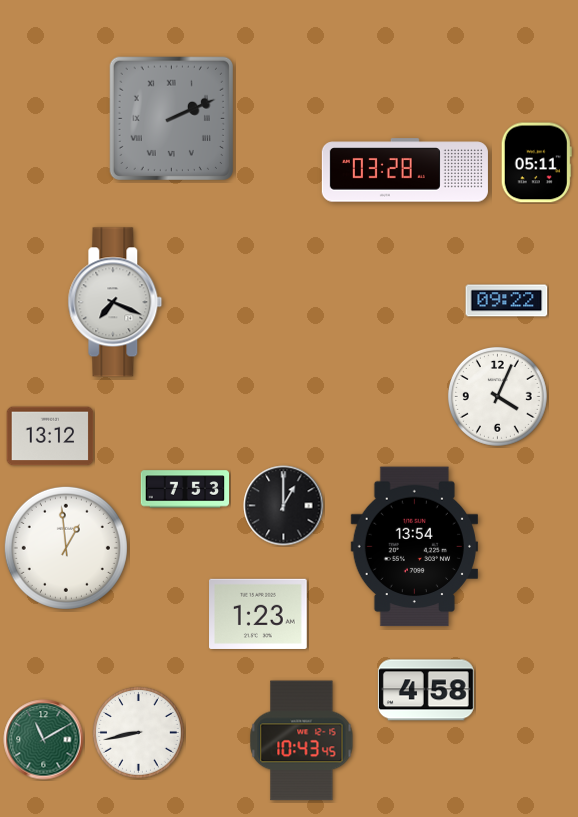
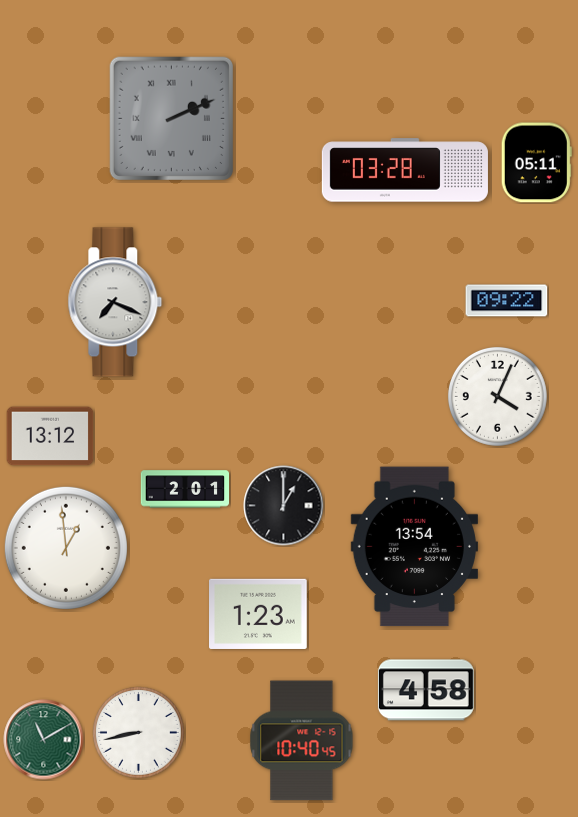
clock at (185, 489): 7:53 -> 2:01
clock at (302, 741): 10:43 -> 10:40
